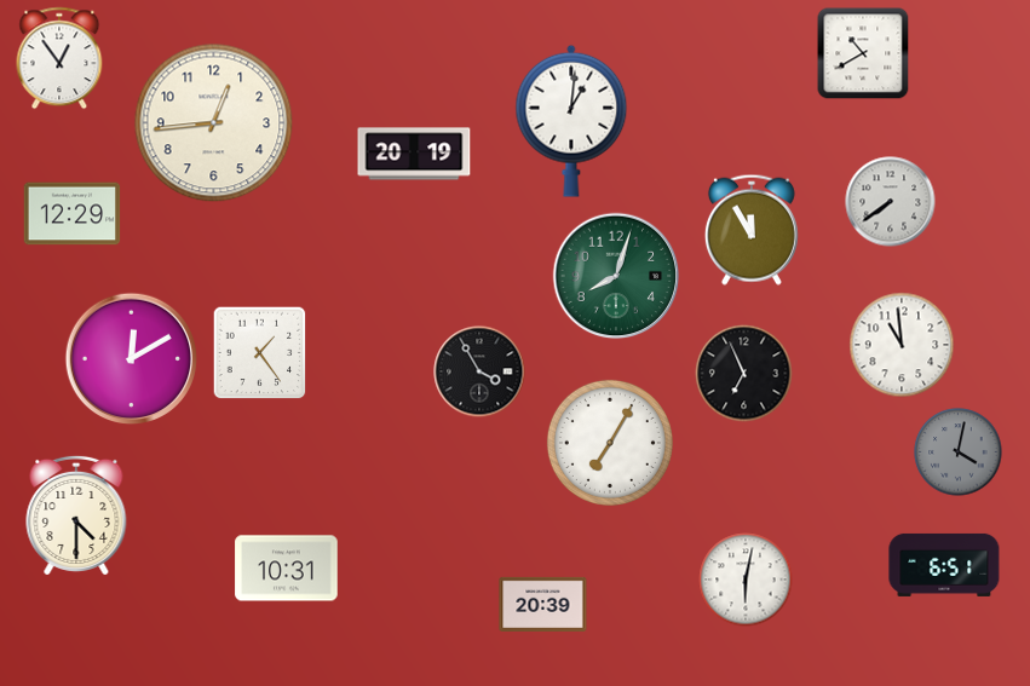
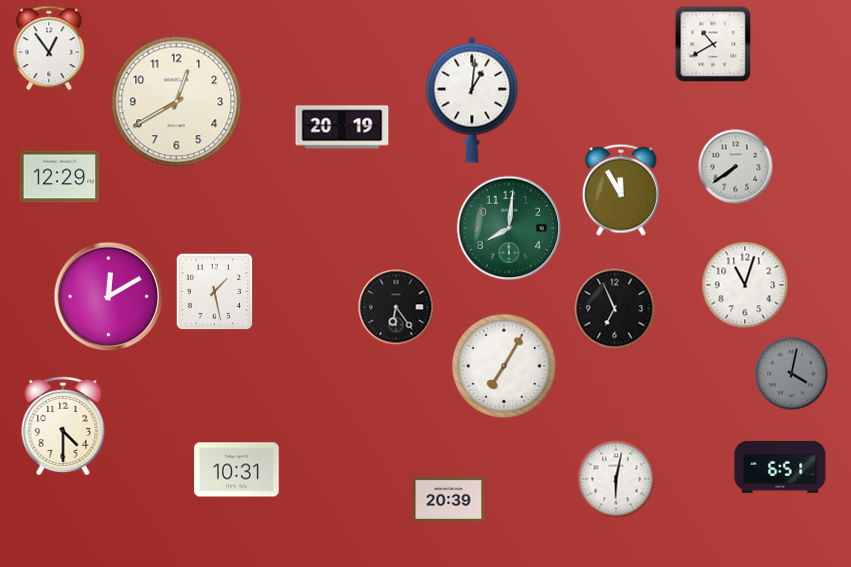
clock at (214, 123): 12:44 -> 12:40
clock at (616, 276): 8:03 -> 8:01
clock at (902, 345): 10:59 -> 11:03
clock at (260, 353): 1:24 -> 1:28
clock at (479, 371): 3:55 -> 6:24
